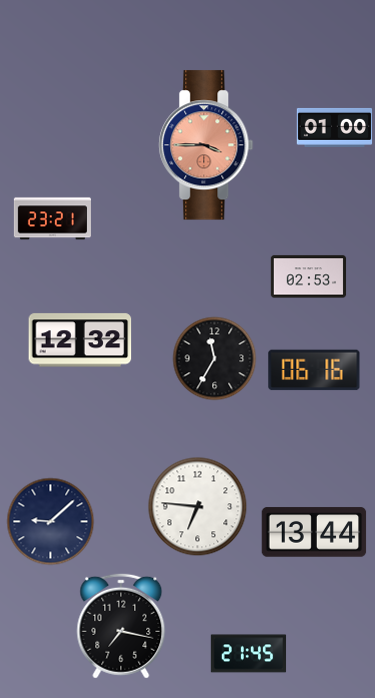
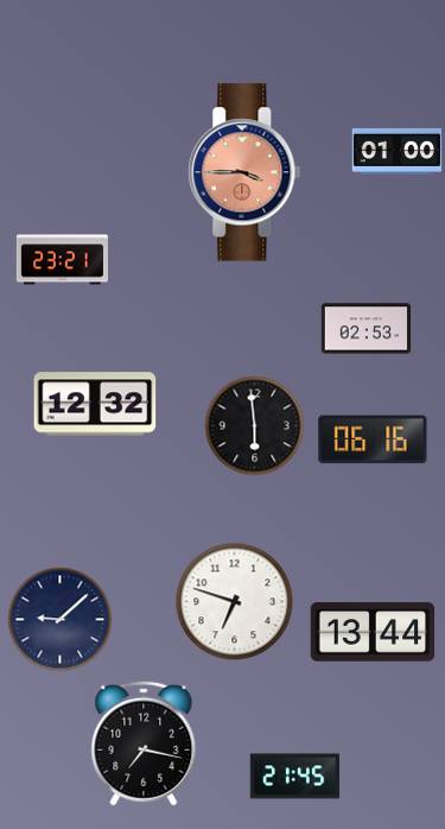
clock at (215, 359): 11:35 -> 5:59
clock at (198, 507): 6:46 -> 6:48
